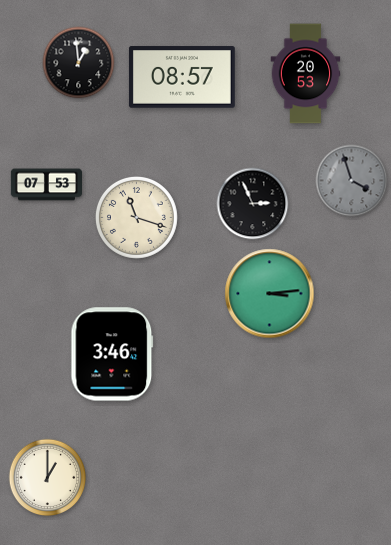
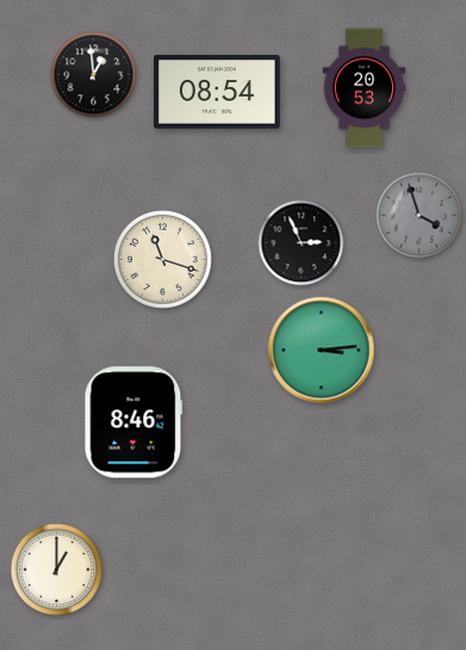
clock at (182, 77): 08:57 -> 08:54
clock at (46, 185): 07:53 -> none
clock at (112, 354): 3:46 -> 8:46
